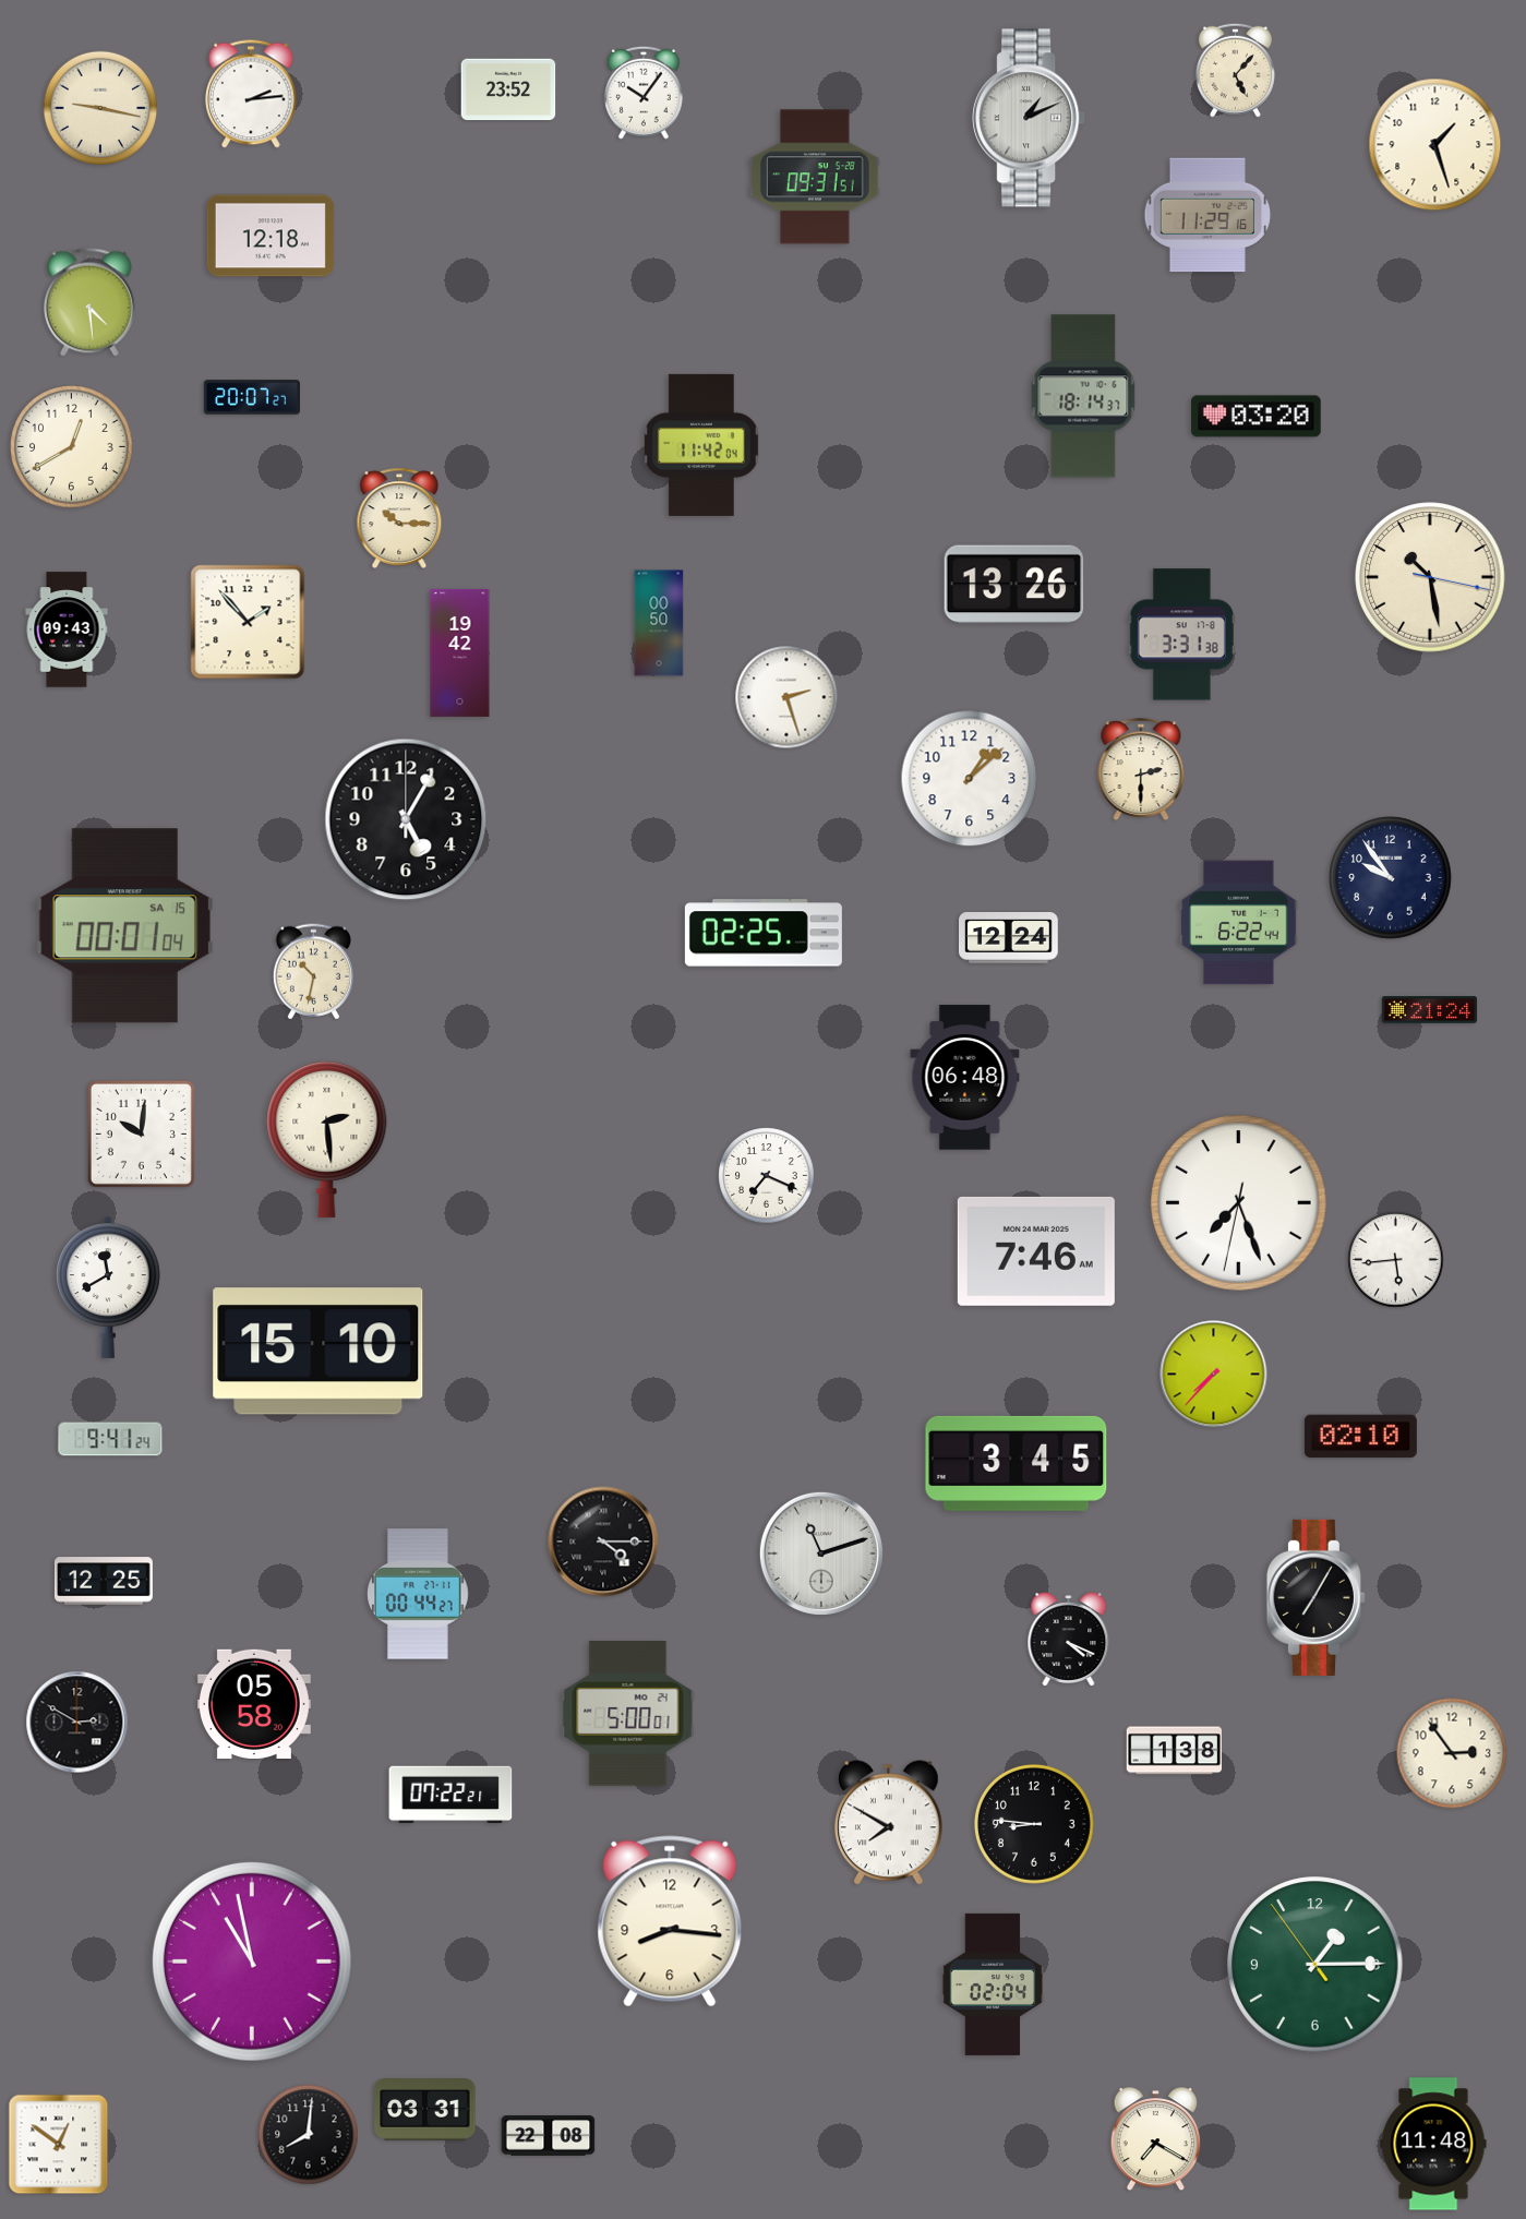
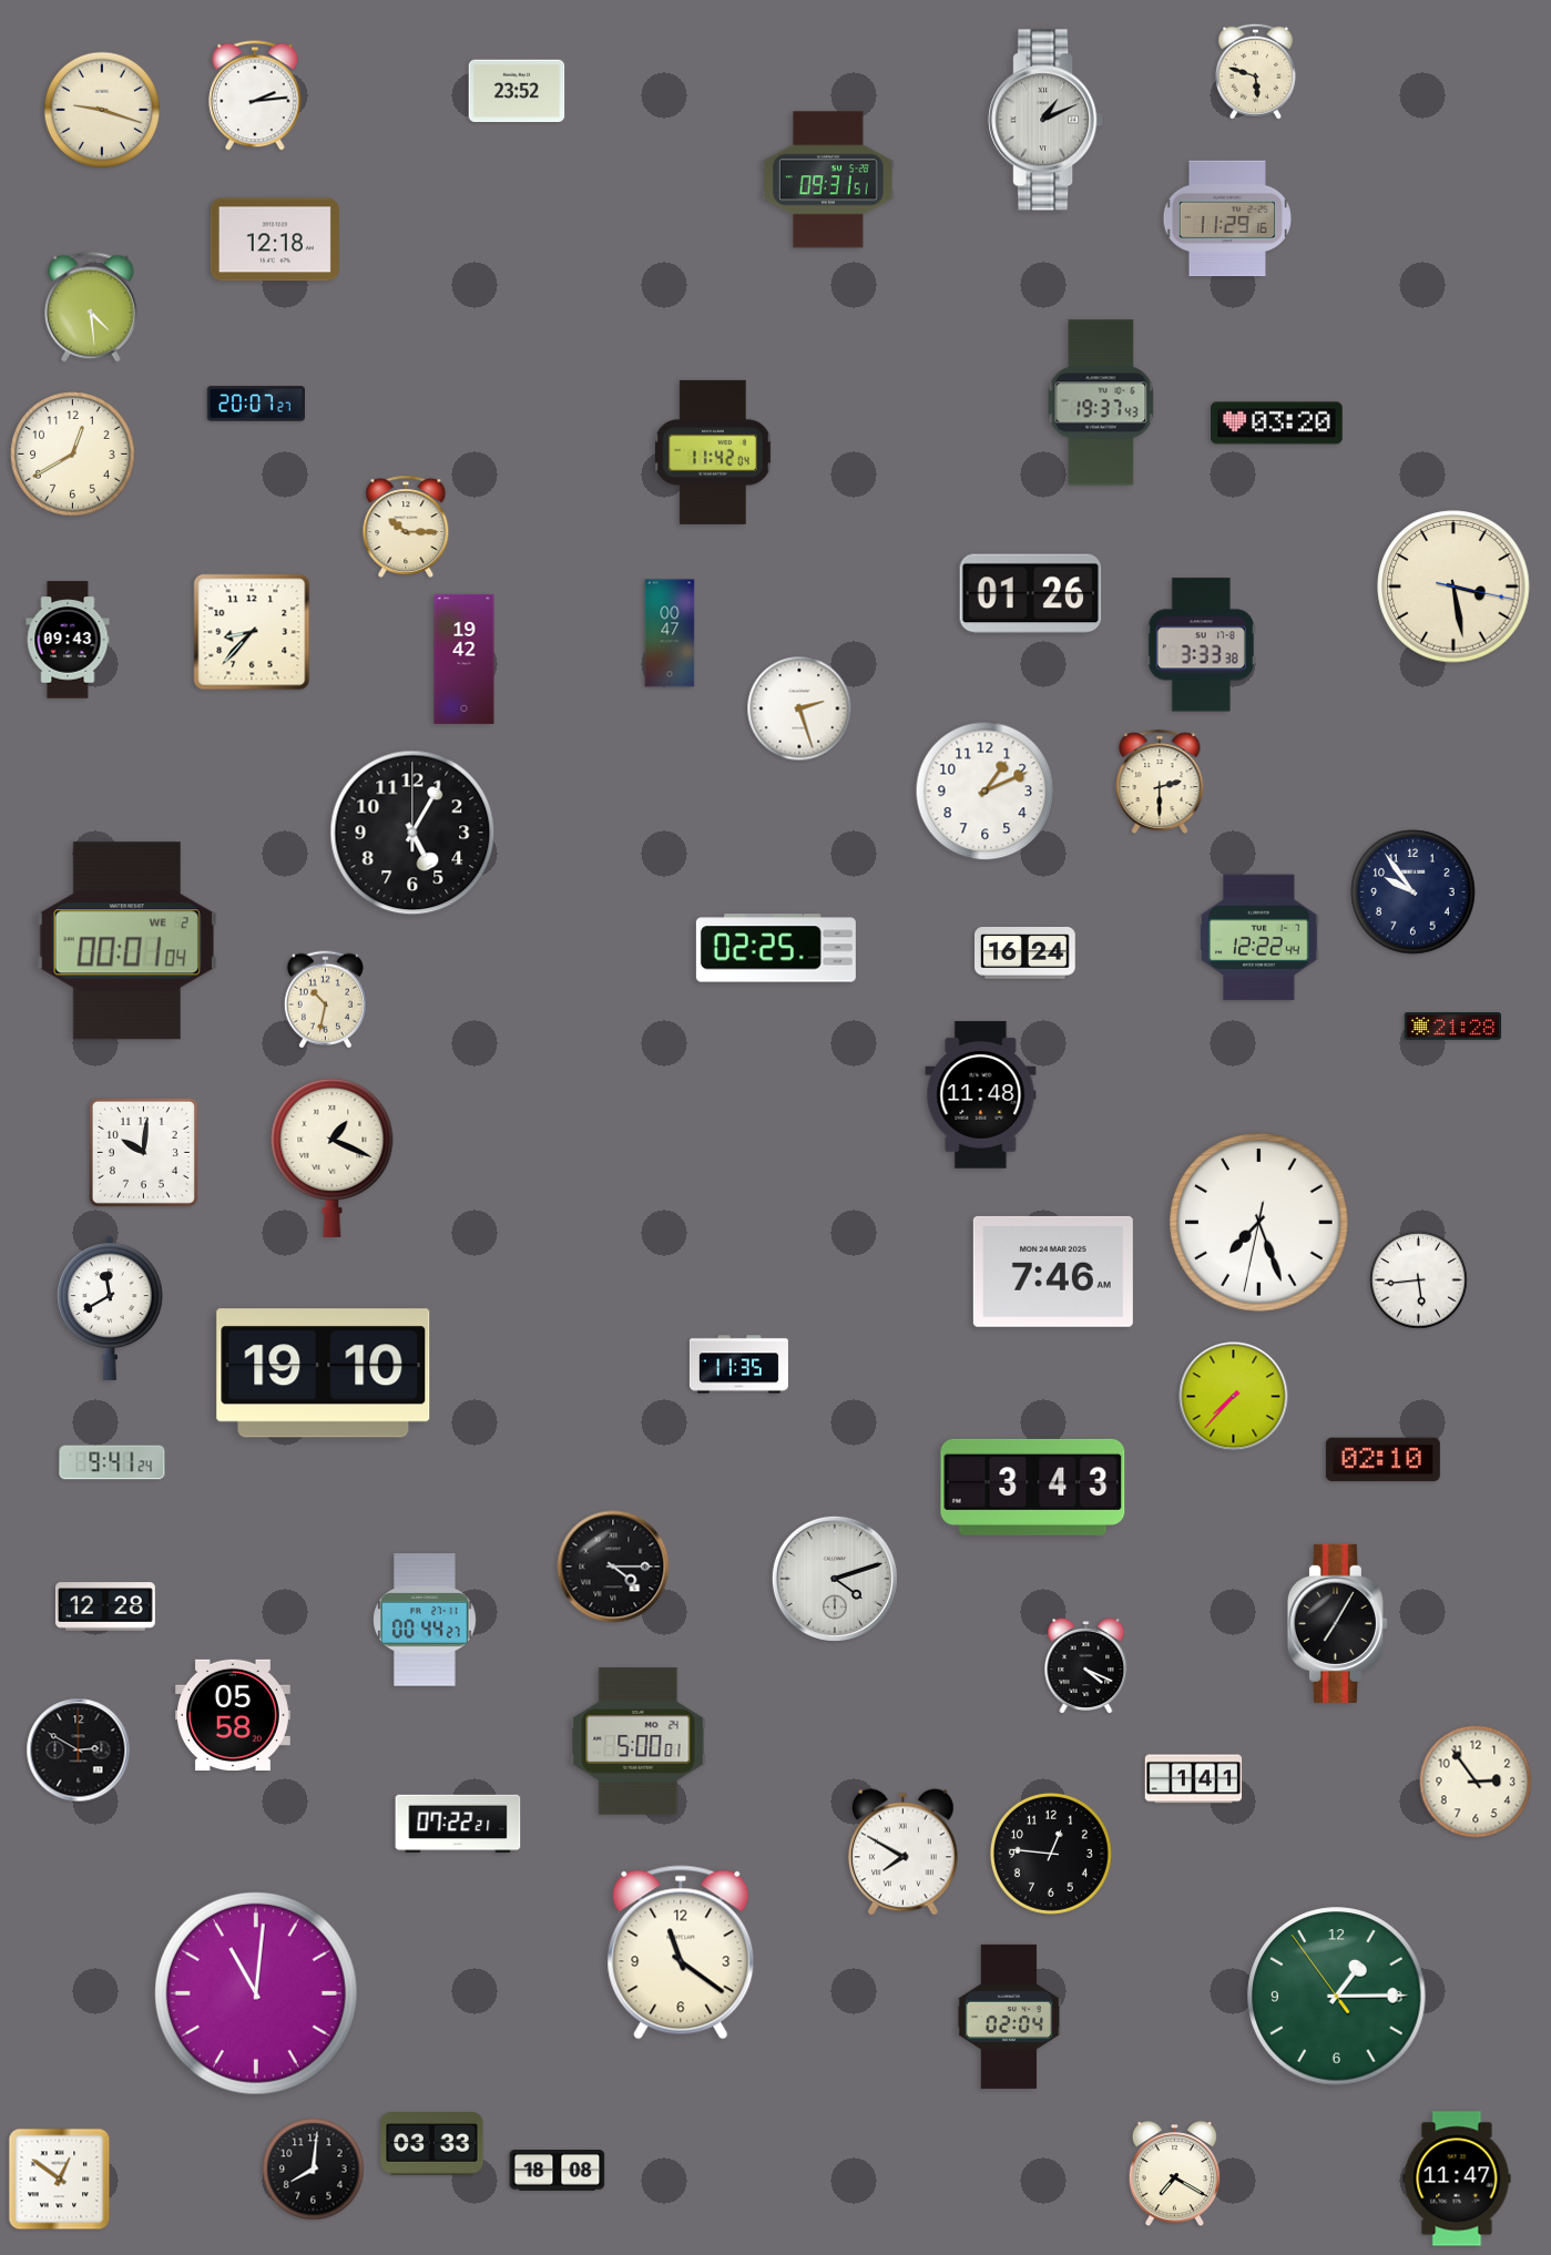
clock at (1235, 70): 5:07 -> 5:48
clock at (644, 93): 10:06 -> none
clock at (100, 108): 9:17 -> 9:18
clock at (1435, 145): 1:27 -> none
clock at (1083, 396): 18:14 -> 19:37
clock at (1430, 577): 10:28 -> 3:28
clock at (1014, 585): 13:26 -> 01:26
clock at (248, 622): 1:53 -> 8:37
clock at (659, 623): 00:50 -> 00:47
clock at (1181, 635): 3:31 -> 3:33
clock at (460, 652) position: (460, 652) -> (465, 659)
clock at (970, 779): 1:08 -> 1:11
clock at (1239, 923): 6:22 -> 12:22
clock at (124, 926) date: SA 15 -> WE 2
clock at (1009, 938): 12:24 -> 16:24
clock at (313, 972) position: (313, 972) -> (325, 1000)
clock at (1430, 1010): 21:24 -> 21:28
clock at (965, 1078): 06:48 -> 11:48
clock at (327, 1139): 2:29 -> 1:19
clock at (767, 1176): 7:19 -> none
clock at (738, 1365): none -> 11:35
clock at (319, 1352): 15:10 -> 19:10
clock at (1017, 1463): 3:45 -> 3:43
clock at (821, 1554): 11:12 -> 4:12
clock at (104, 1581): 12:25 -> 12:28
clock at (254, 1703) position: (254, 1703) -> (233, 1714)
clock at (1175, 1751): 1:38 -> 1:41
clock at (1034, 1824): 8:46 -> 12:46
clock at (670, 1921): 8:16 -> 11:21
clock at (252, 1962): 10:58 -> 11:01
clock at (425, 2110): 03:31 -> 03:33
clock at (549, 2136): 22:08 -> 18:08
clock at (1433, 2144): 11:48 -> 11:47
